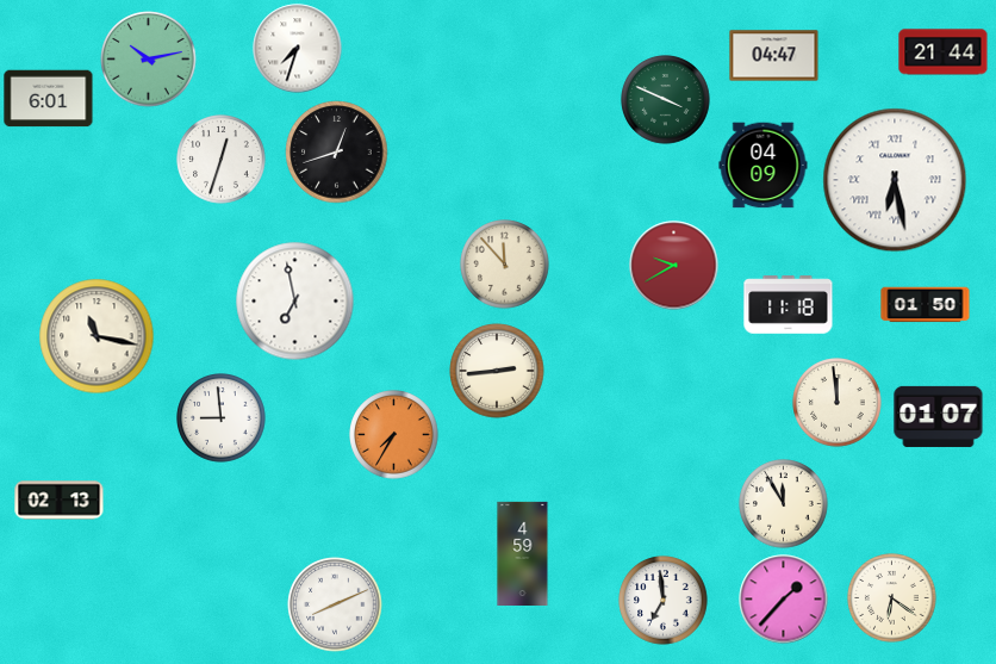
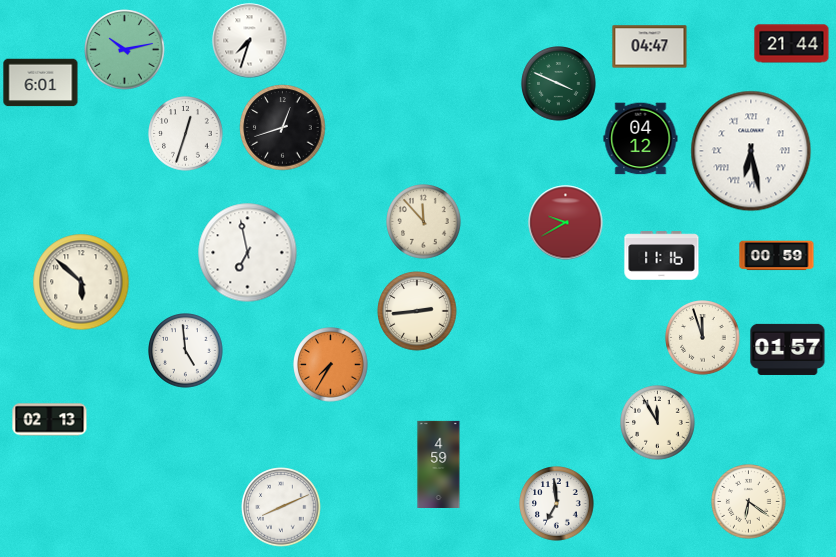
clock at (764, 166): 04:09 -> 04:12
clock at (789, 305): 11:18 -> 11:16
clock at (926, 305): 01:50 -> 00:59
clock at (97, 336): 11:17 -> 5:52
clock at (838, 403): 11:59 -> 11:57
clock at (939, 416): 01:07 -> 01:57
clock at (222, 418): 8:59 -> 4:59
clock at (784, 600): 1:37 -> none
